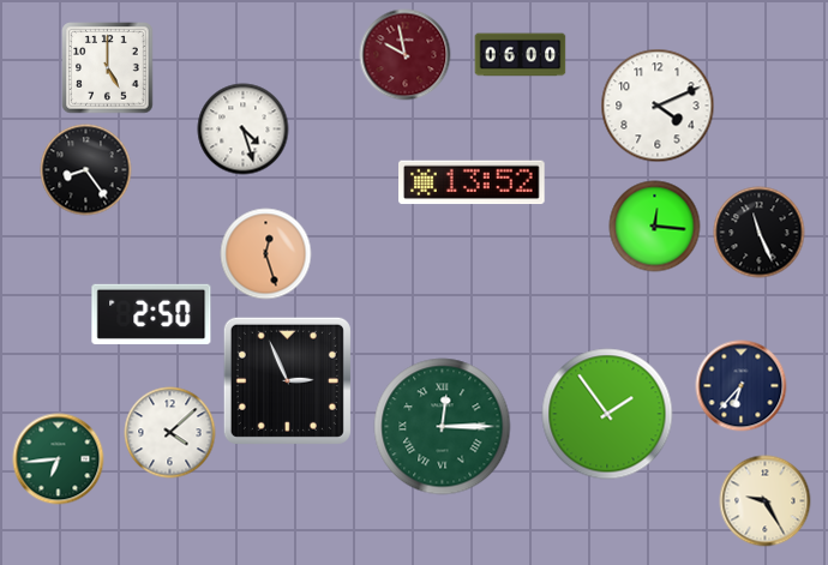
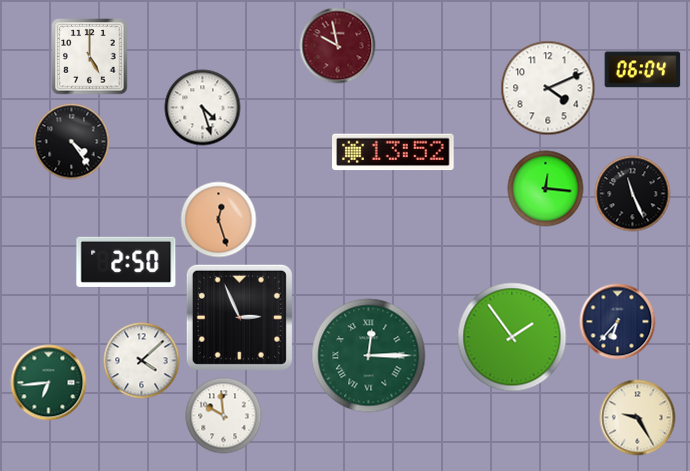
clock at (521, 55): 06:00 -> none
clock at (643, 70): none -> 06:04
clock at (86, 170): 8:24 -> 4:24
clock at (266, 254) position: (266, 254) -> (219, 220)
clock at (607, 414) position: (607, 414) -> (512, 337)
clock at (224, 416): none -> 9:59
